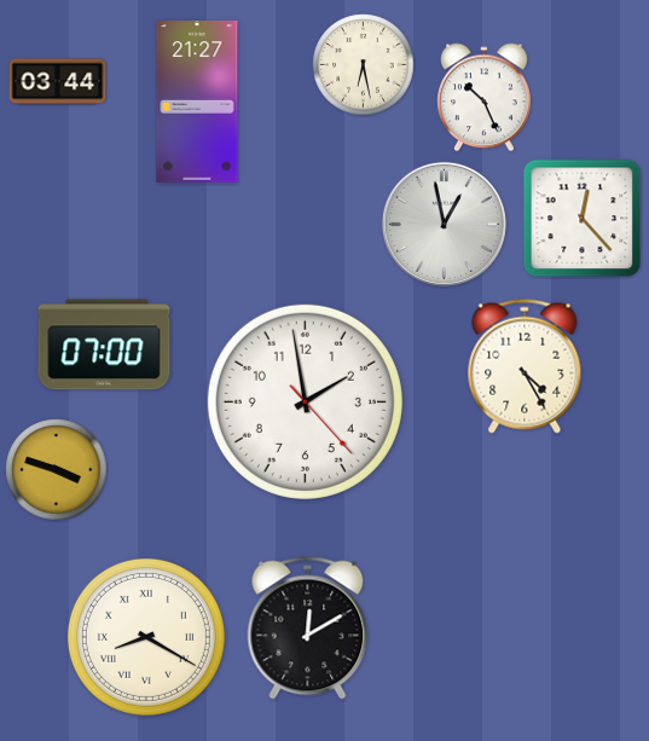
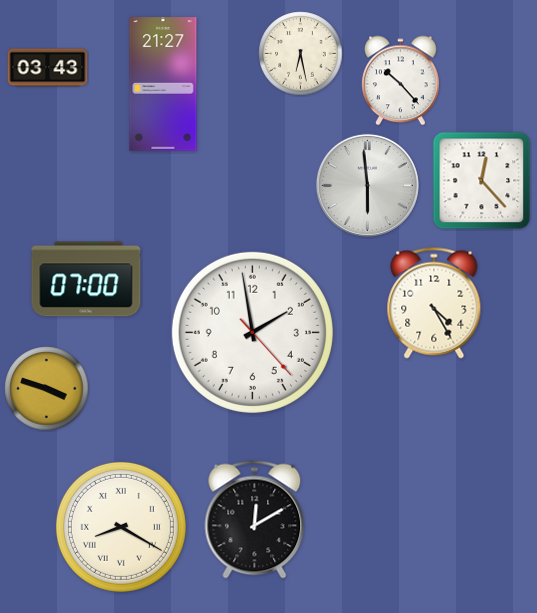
clock at (58, 82): 03:44 -> 03:43
clock at (485, 98): 10:26 -> 10:23
clock at (444, 224): 12:58 -> 5:59
clock at (104, 345) position: (104, 345) -> (86, 279)
